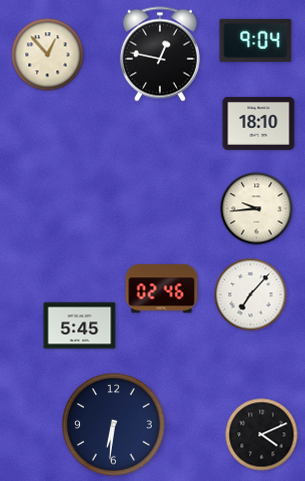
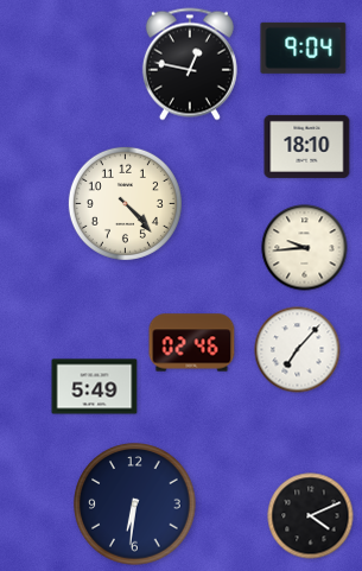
clock at (48, 55): 12:53 -> none
clock at (125, 203): none -> 4:23
clock at (80, 326): 5:45 -> 5:49
